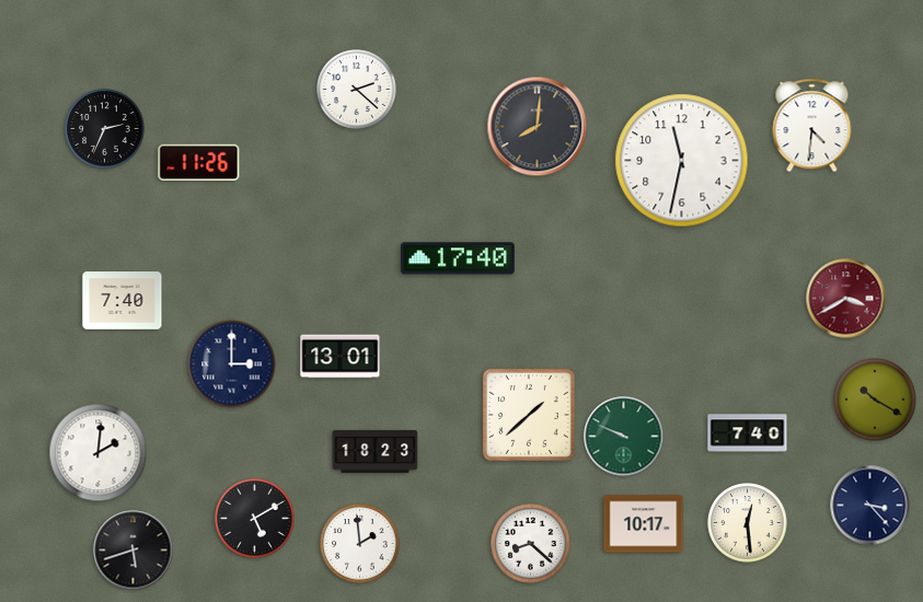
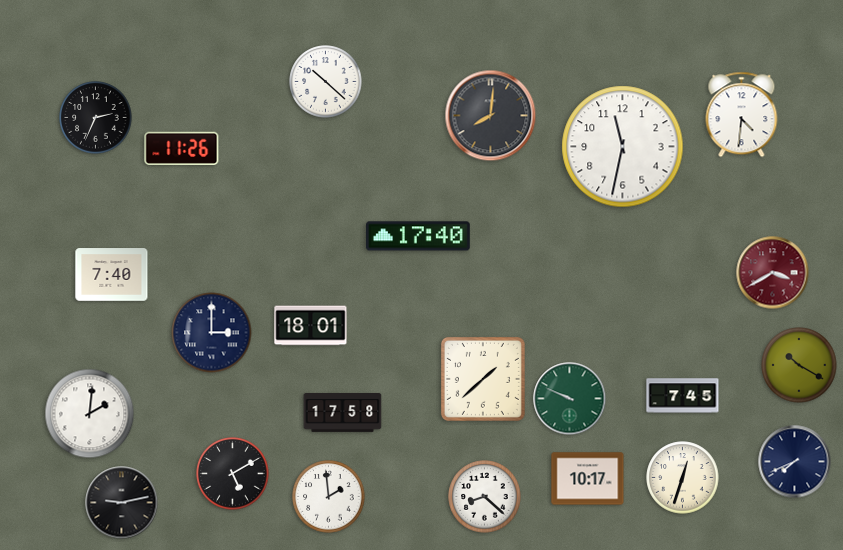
clock at (357, 90): 2:22 -> 10:22
clock at (341, 357): 13:01 -> 18:01
clock at (748, 433): 7:40 -> 7:45
clock at (376, 452): 18:23 -> 17:58
clock at (870, 506): 3:23 -> 7:41
clock at (748, 523): 12:29 -> 12:33
clock at (134, 551): 5:42 -> 9:13
